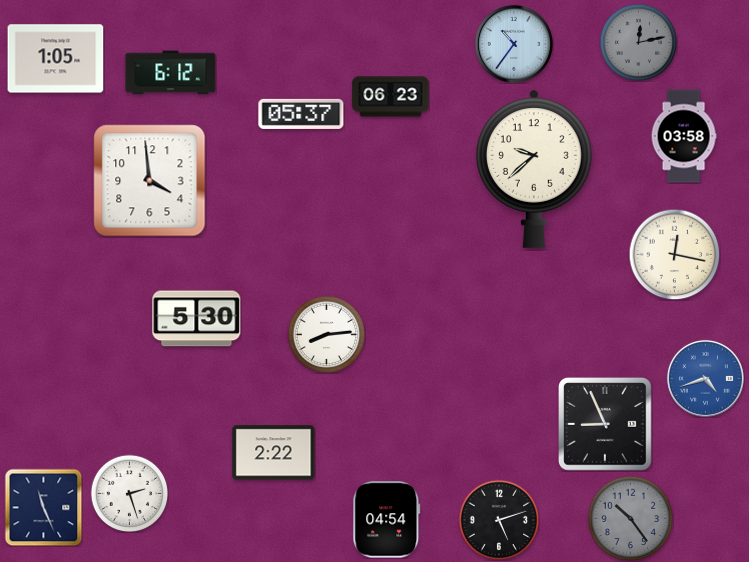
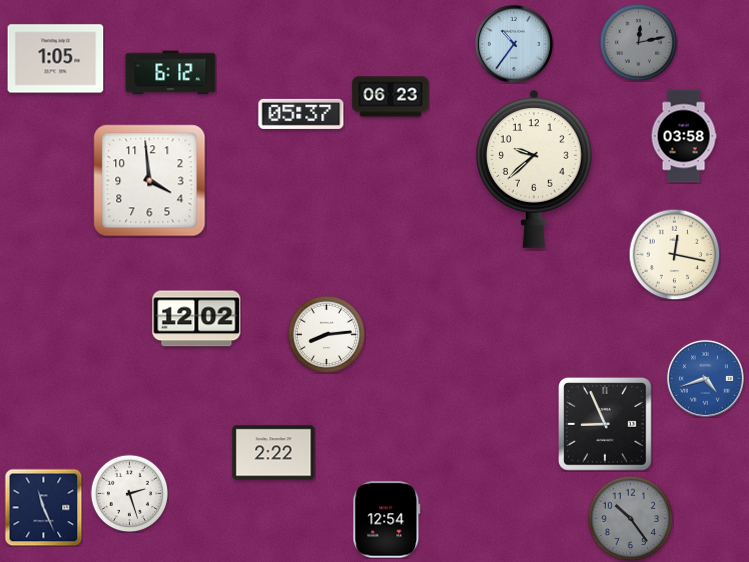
clock at (197, 319): 5:30 -> 12:02
clock at (387, 520): 04:54 -> 12:54
clock at (499, 520): 5:12 -> none
